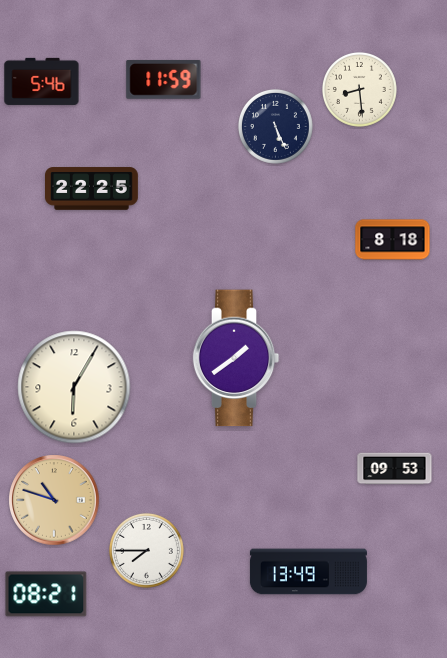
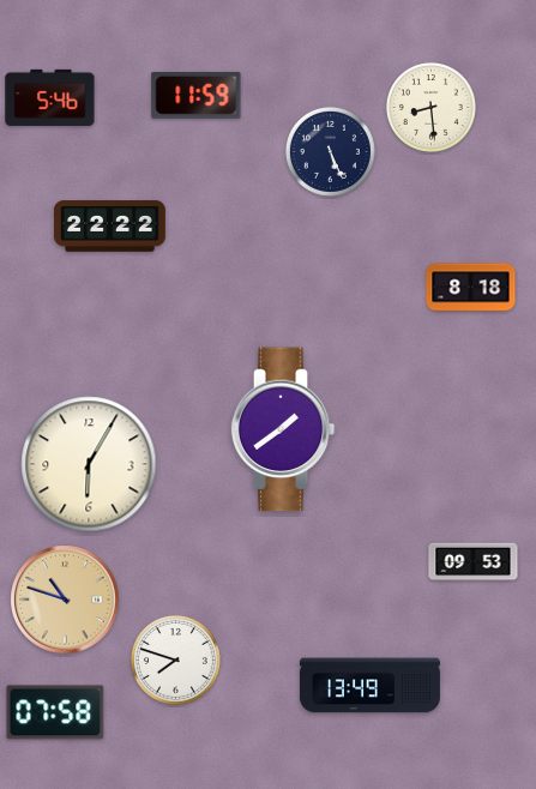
clock at (92, 189): 22:25 -> 22:22
clock at (146, 550): 7:45 -> 7:48
clock at (46, 594): 08:21 -> 07:58
